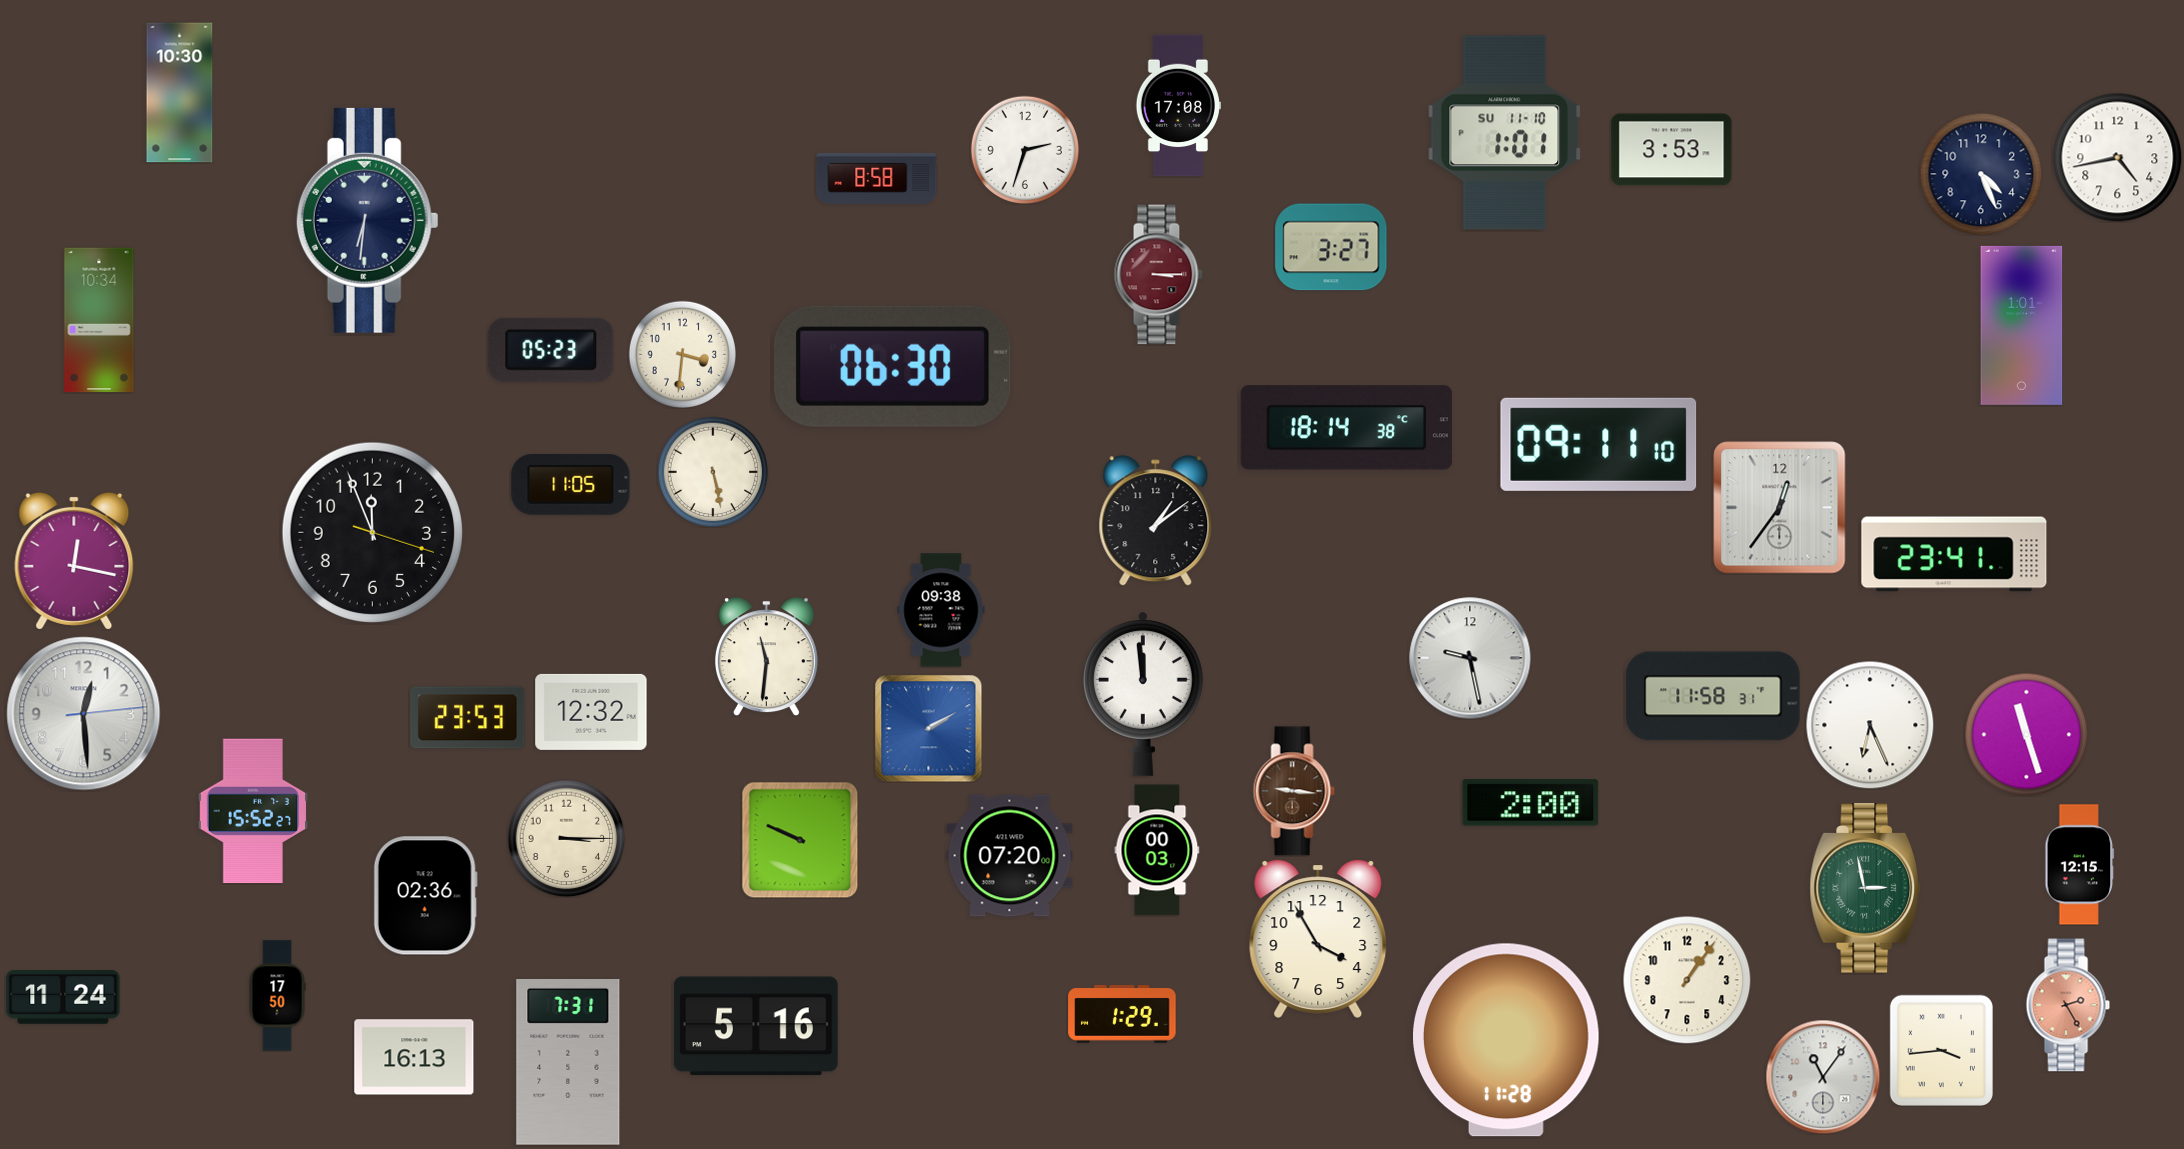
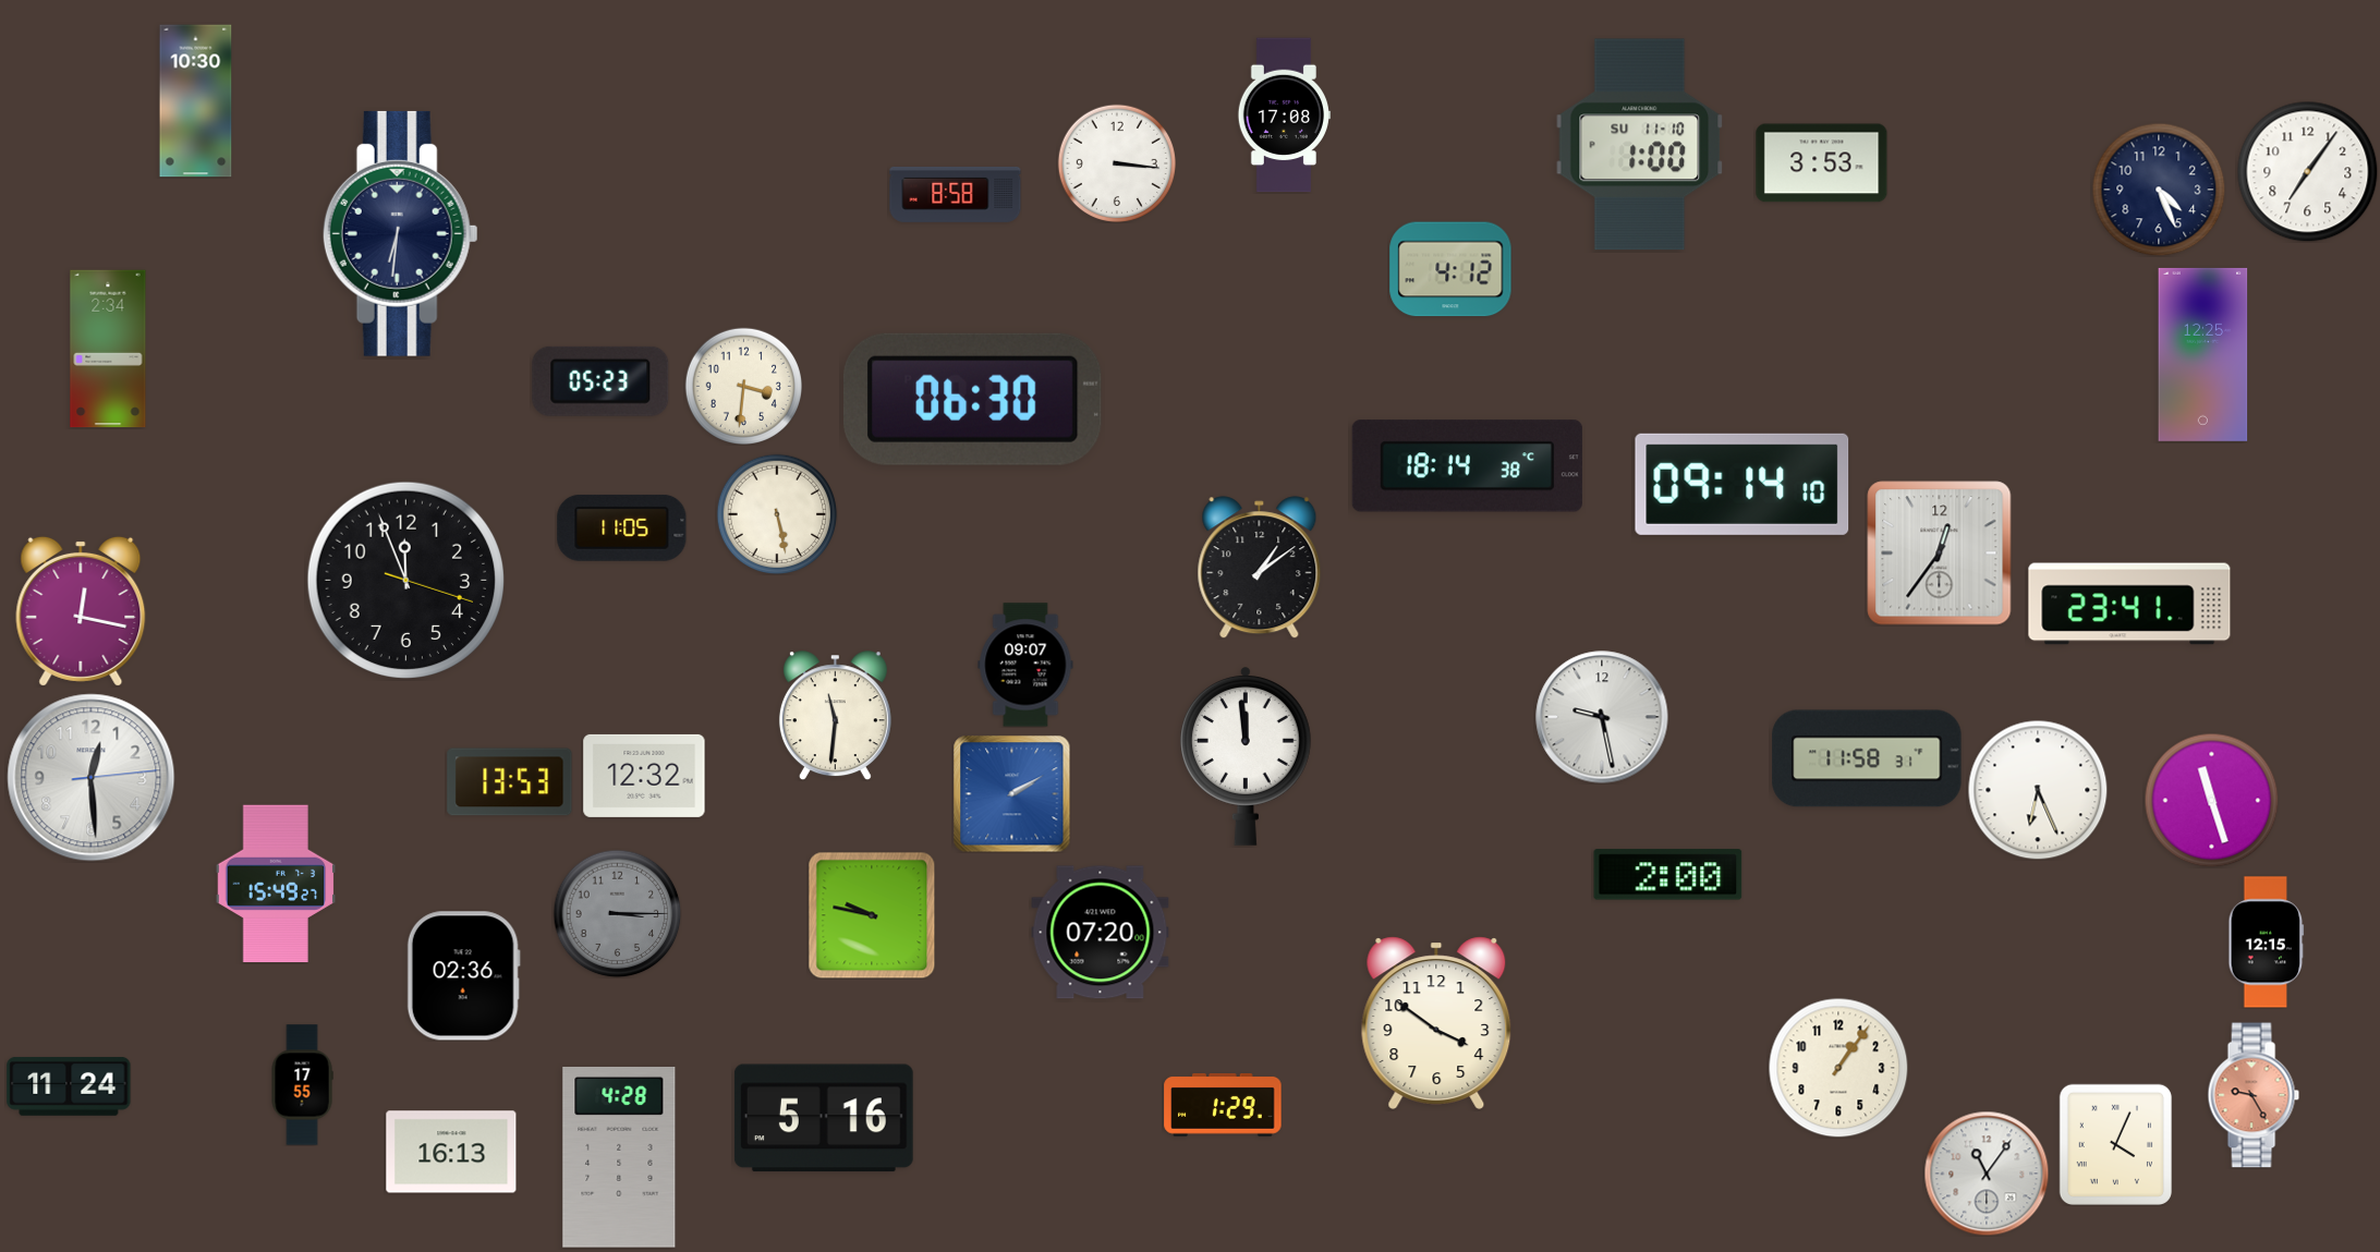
clock at (1505, 133): 1:01 -> 1:00
clock at (1024, 149): 2:33 -> 3:16
clock at (2117, 157): 4:43 -> 7:06
clock at (367, 220) position: (367, 220) -> (400, 233)
clock at (1331, 247): 3:27 -> 4:12
clock at (1158, 275): 3:15 -> none
clock at (99, 320): 10:34 -> 2:34
clock at (2022, 325): 1:01 -> 12:25
clock at (1599, 444): 09:11 -> 09:14
clock at (941, 610): 09:38 -> 09:07
clock at (468, 718): 23:53 -> 13:53
clock at (2026, 734) position: (2026, 734) -> (2211, 800)
clock at (1294, 791): 9:16 -> none
clock at (253, 811): 15:52 -> 15:49
clock at (566, 838) dial: cream -> grey
clock at (800, 840): 9:49 -> 9:47
clock at (1157, 850): 00:03 -> none
clock at (1865, 888): 2:58 -> none
clock at (1318, 939): 3:55 -> 3:51
clock at (277, 996): 17:50 -> 17:55
clock at (2068, 1005): 2:25 -> 9:25
clock at (1507, 1040): 11:28 -> none
clock at (1941, 1050): 3:44 -> 4:04
clock at (568, 1063): 7:31 -> 4:28
